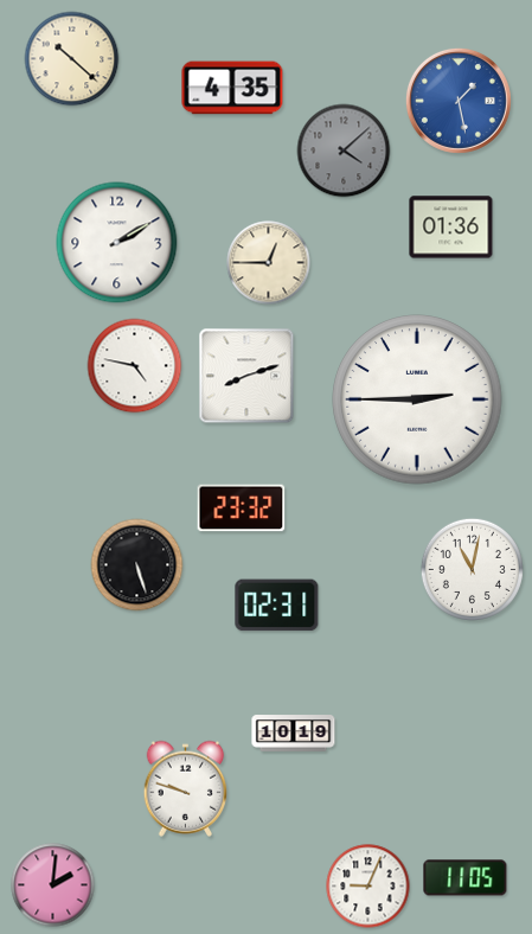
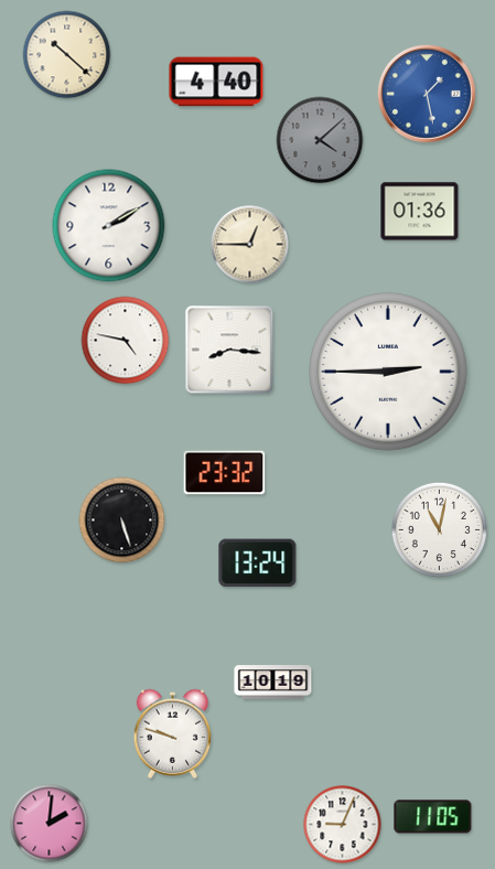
clock at (232, 88): 4:35 -> 4:40
clock at (246, 376): 8:12 -> 8:16
clock at (137, 565) position: (137, 565) -> (122, 521)
clock at (277, 606): 02:31 -> 13:24
